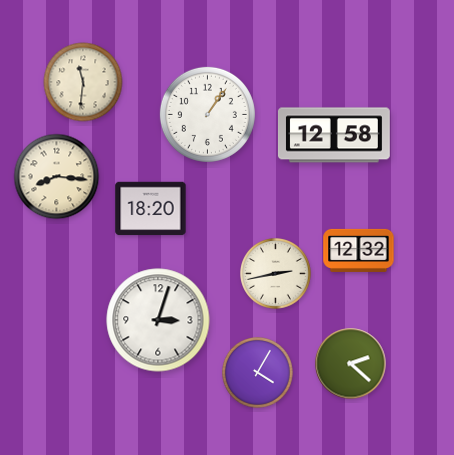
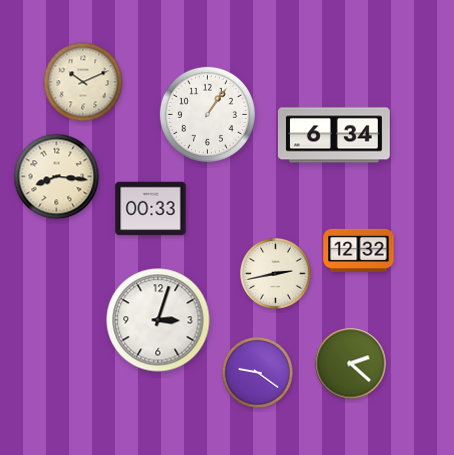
clock at (83, 82): 11:31 -> 10:11
clock at (334, 135): 12:58 -> 6:34
clock at (151, 209): 18:20 -> 00:33
clock at (258, 373): 4:05 -> 9:21
